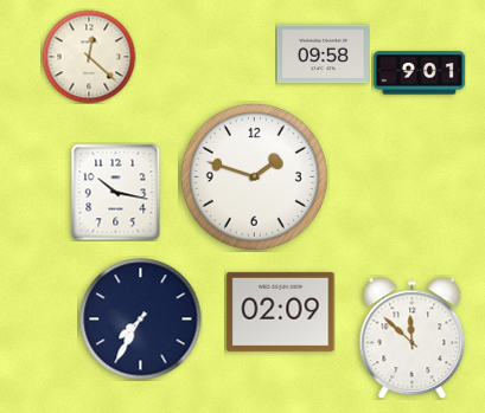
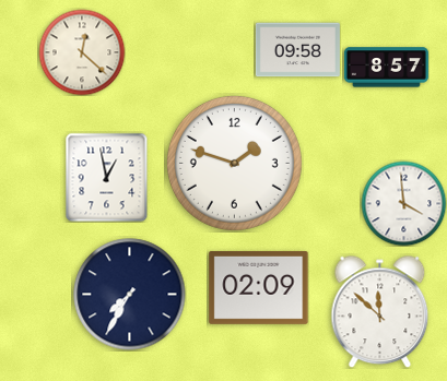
clock at (419, 73): 9:01 -> 8:57
clock at (116, 192): 10:17 -> 12:58
clock at (403, 203): none -> 3:59
